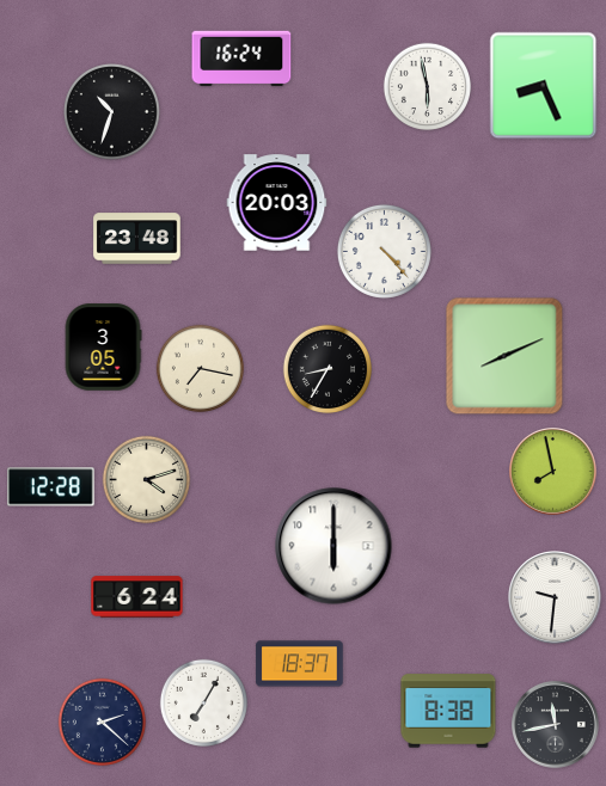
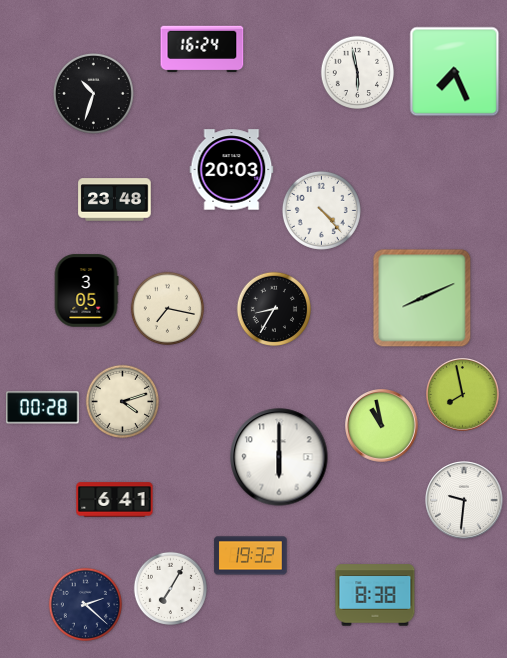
clock at (544, 86): 8:26 -> 7:26
clock at (51, 487): 12:28 -> 00:28
clock at (382, 426): none -> 10:58
clock at (137, 597): 6:24 -> 6:41
clock at (300, 664): 18:37 -> 19:32
clock at (556, 725): 11:43 -> none
